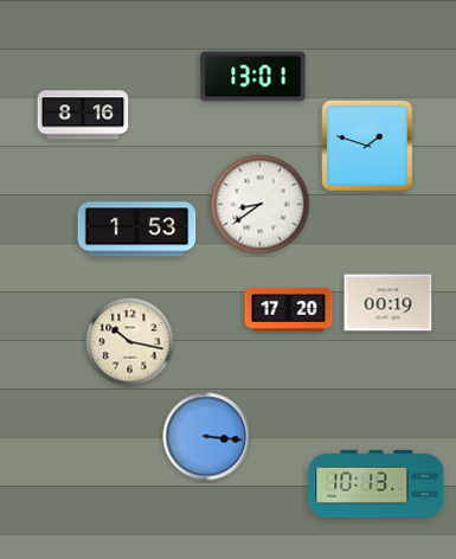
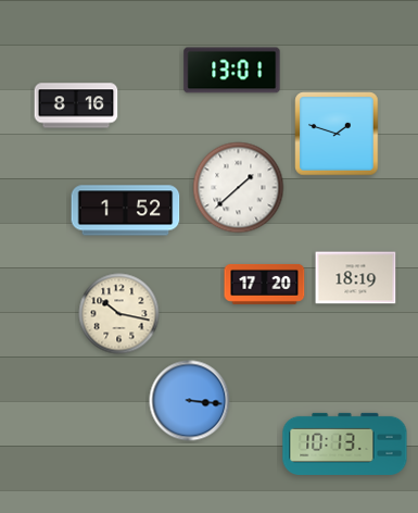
clock at (261, 205): 8:39 -> 1:38
clock at (137, 230): 1:53 -> 1:52
clock at (388, 303): 00:19 -> 18:19
